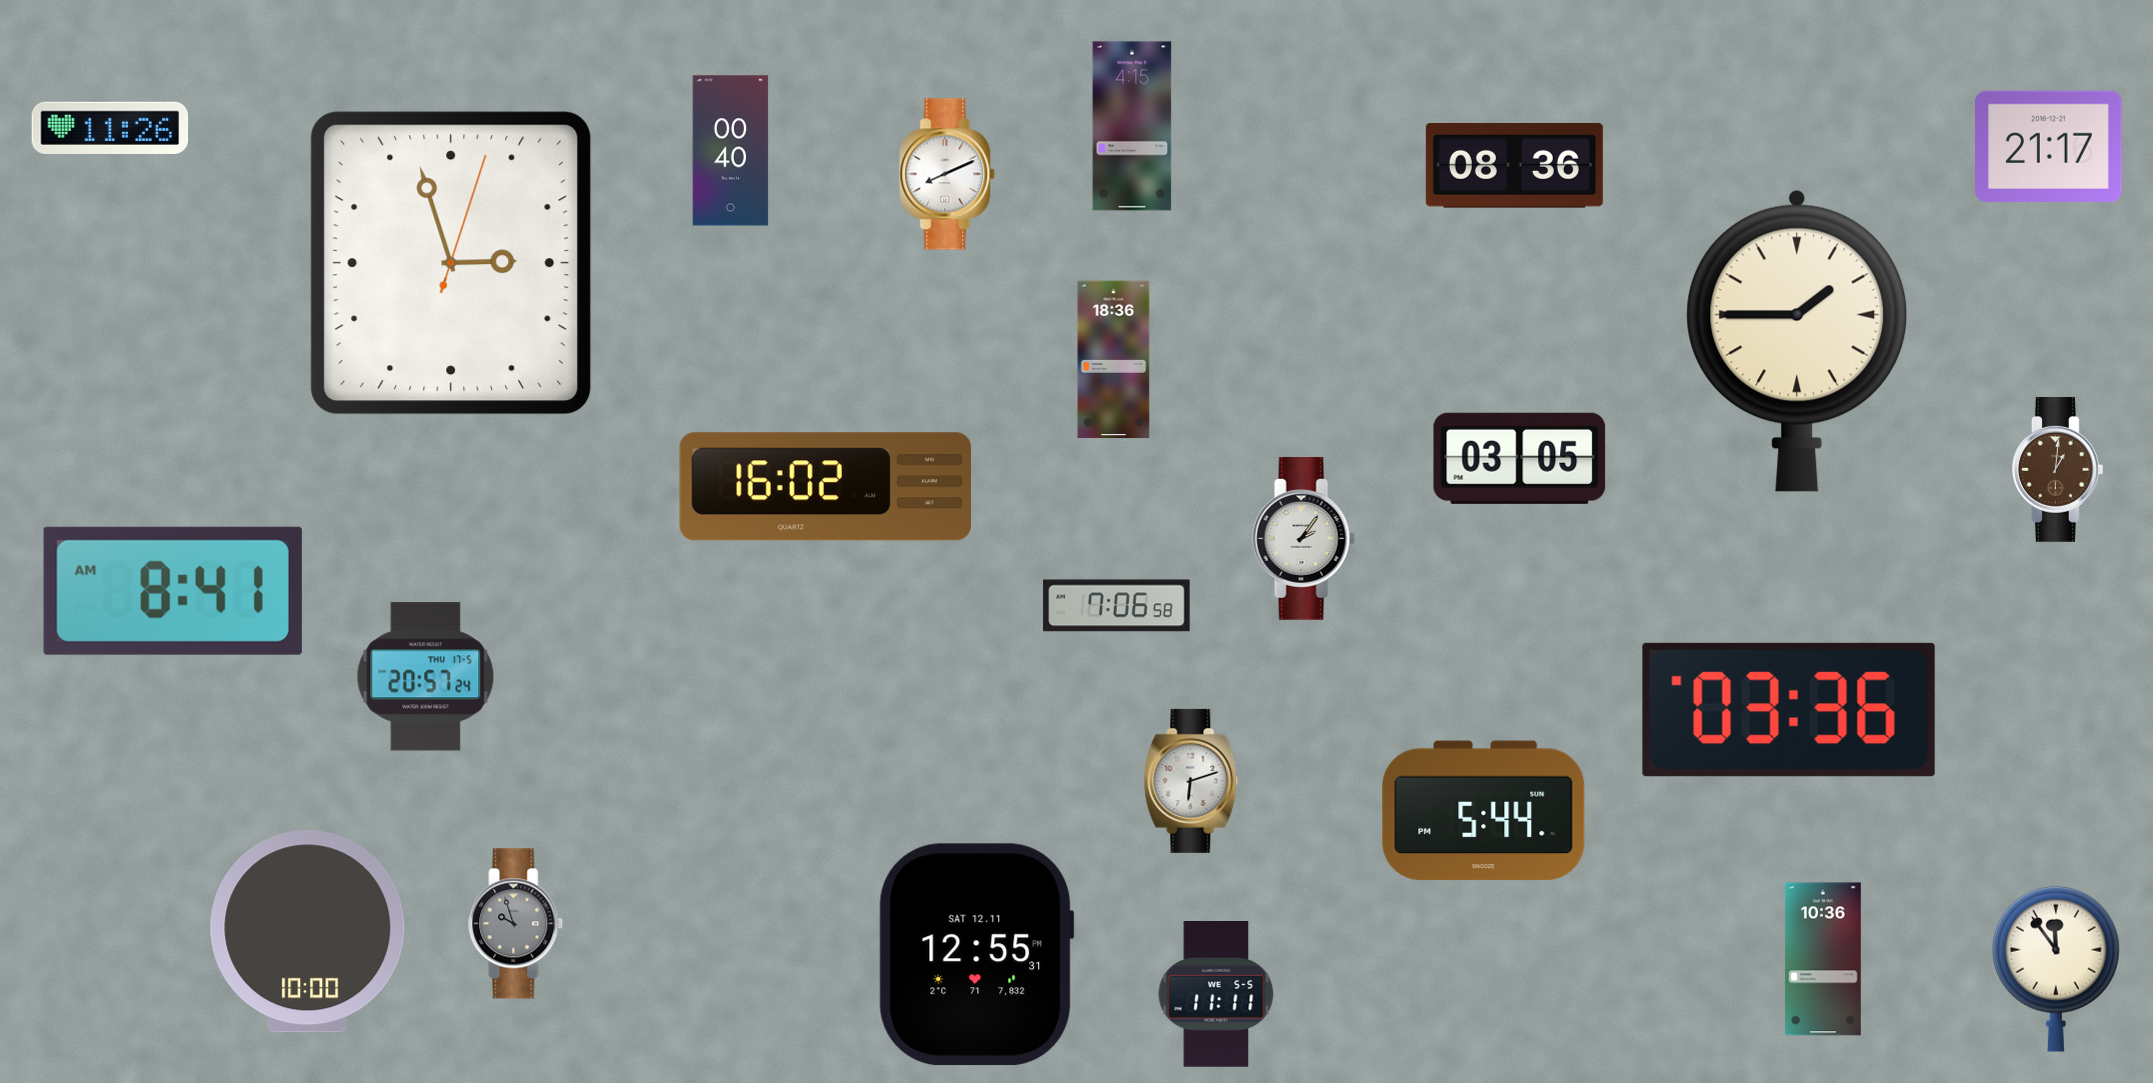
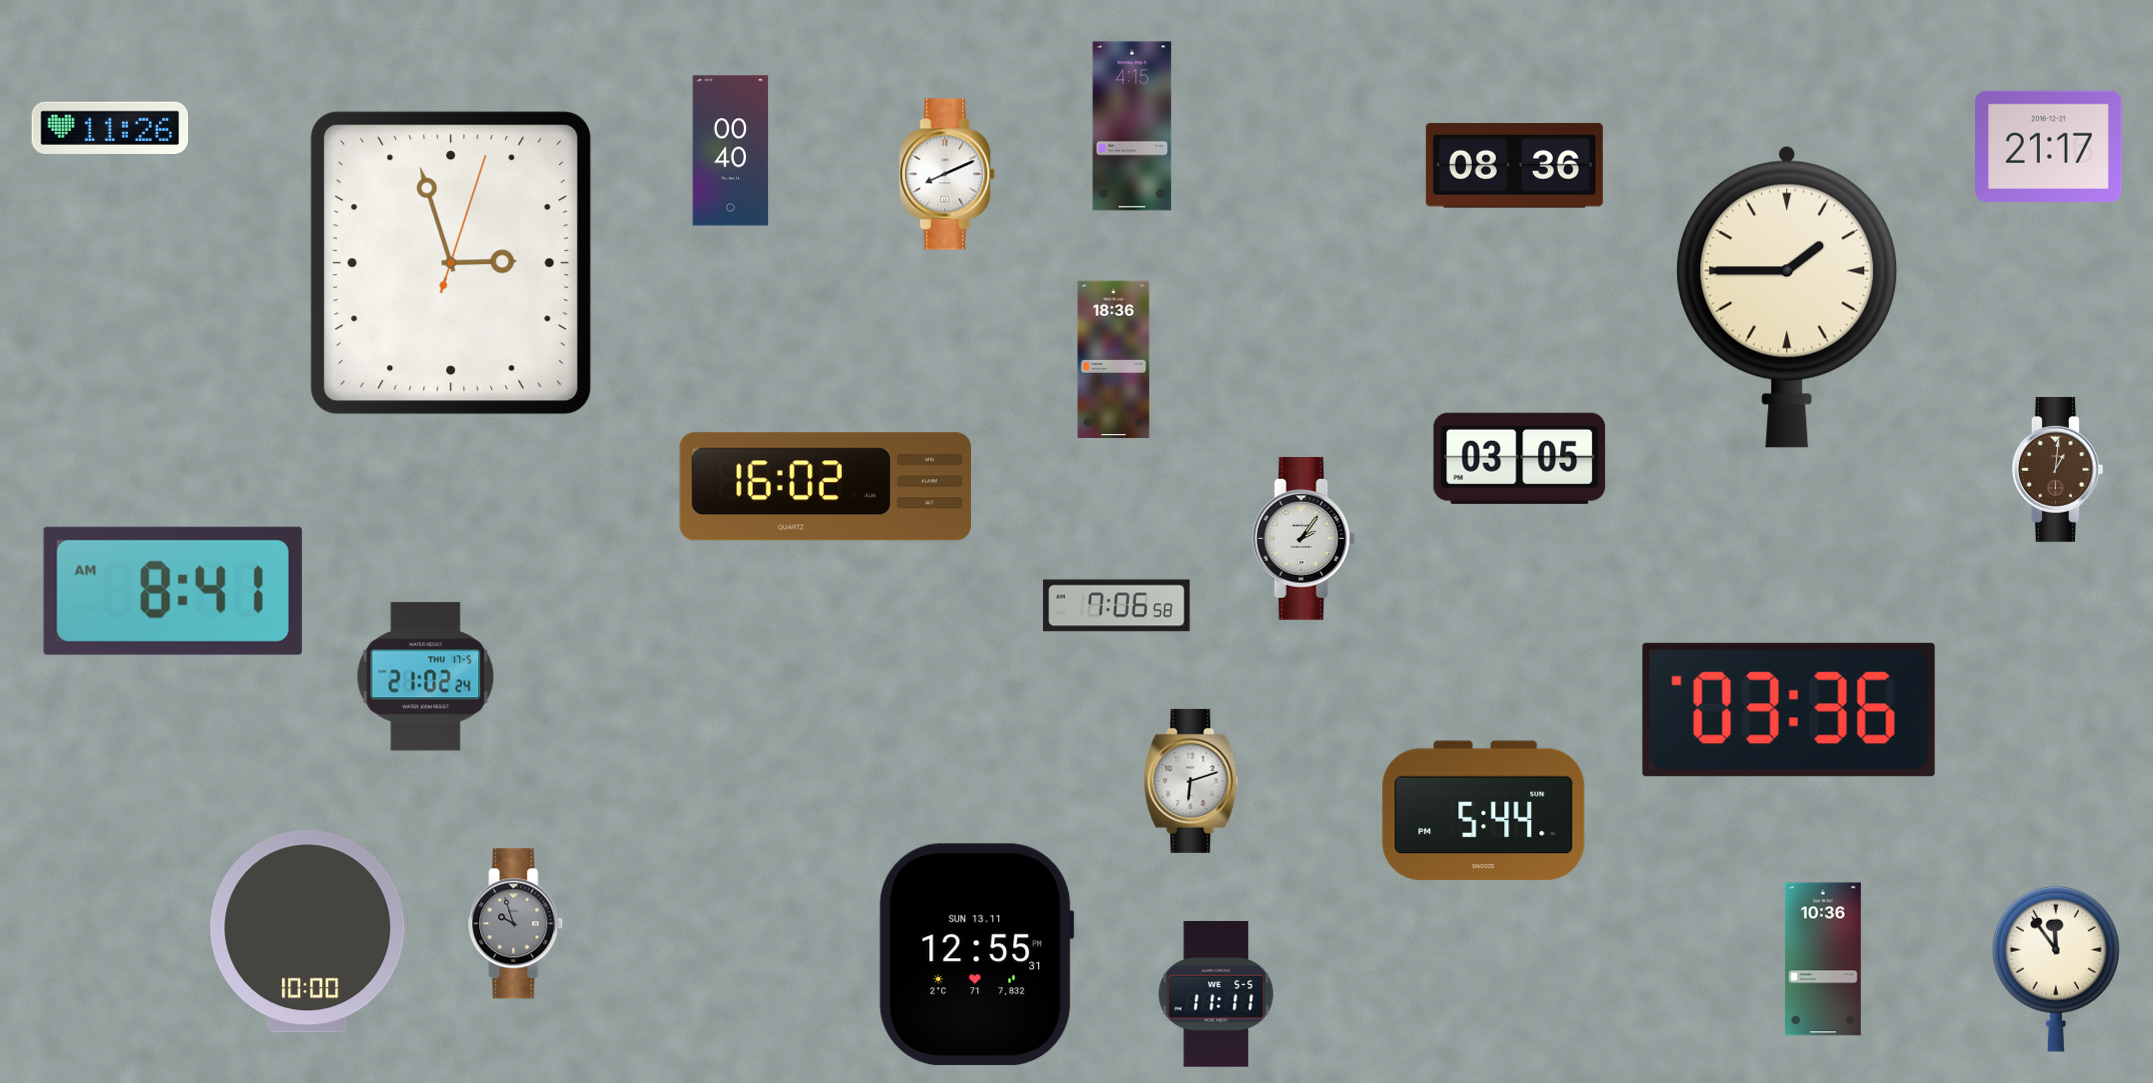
clock at (1797, 341) position: (1797, 341) -> (1787, 297)
clock at (426, 677): 20:57 -> 21:02
clock at (976, 955) date: SAT 12.11 -> SUN 13.11
